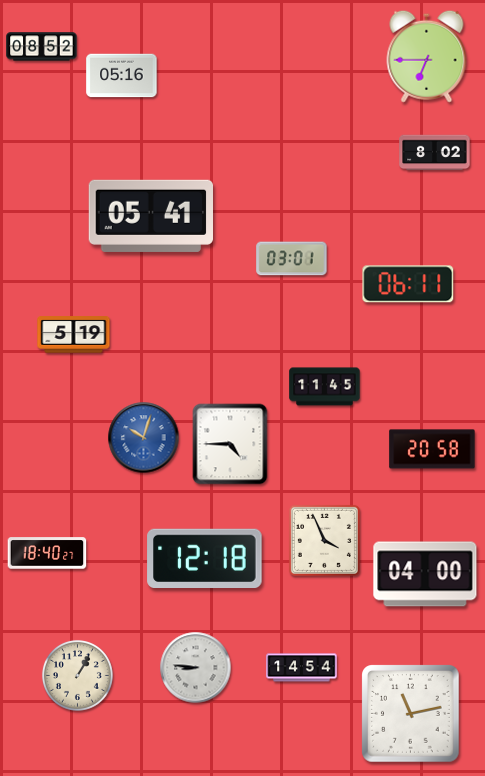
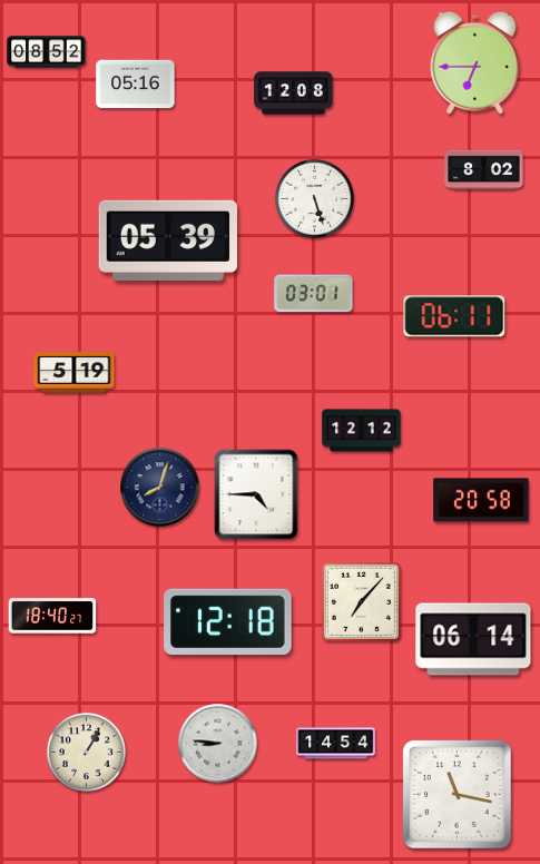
clock at (294, 94): none -> 12:08
clock at (314, 198): none -> 5:27
clock at (150, 216): 05:41 -> 05:39
clock at (292, 259) position: (292, 259) -> (314, 294)
clock at (74, 335) position: (74, 335) -> (75, 373)
clock at (325, 387): 11:45 -> 12:12
clock at (144, 438): 10:03 -> 8:03
clock at (144, 438) dial: blue -> navy
clock at (324, 540): 3:56 -> 7:07
clock at (425, 574): 04:00 -> 06:14
clock at (411, 714): 11:13 -> 11:17
